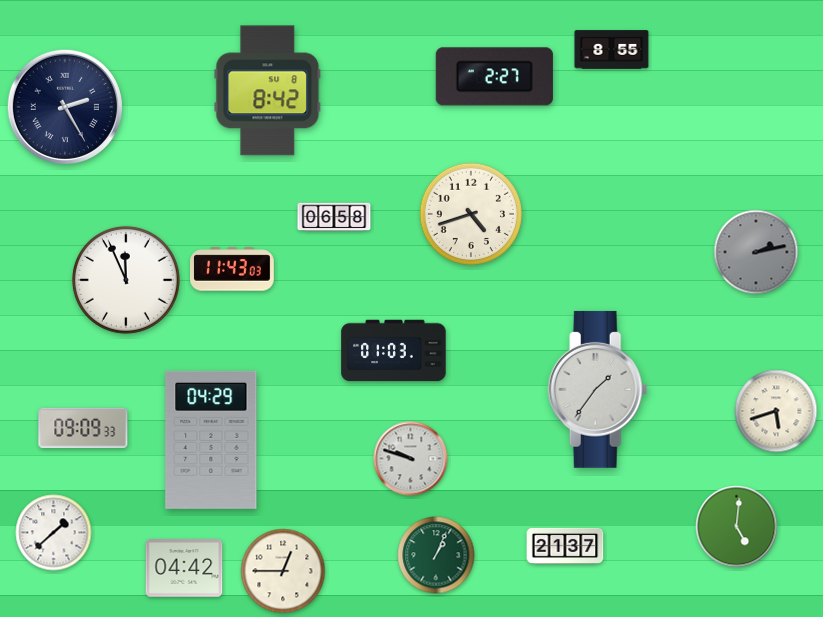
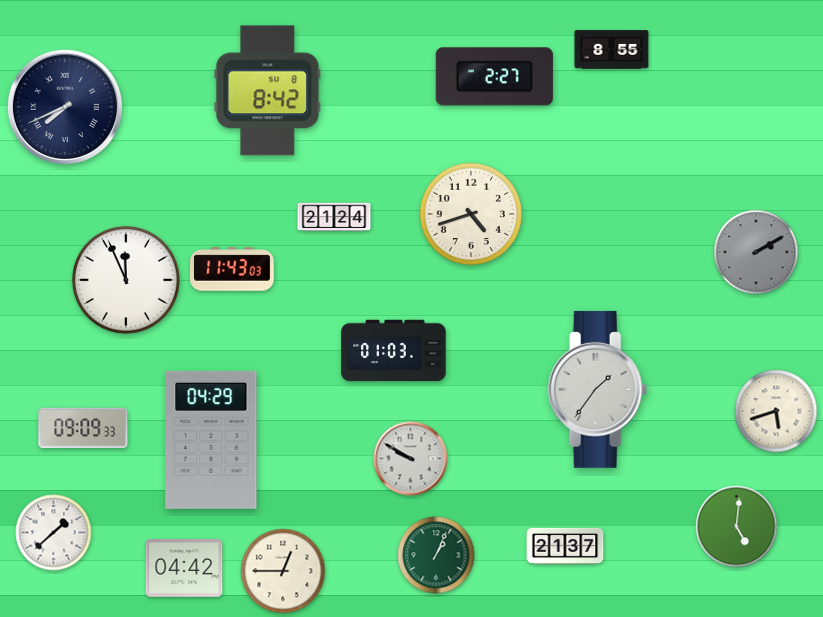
clock at (65, 107): 2:25 -> 7:41
clock at (334, 217): 06:58 -> 21:24
clock at (756, 252): 2:13 -> 2:10
clock at (411, 459): 9:48 -> 9:50
